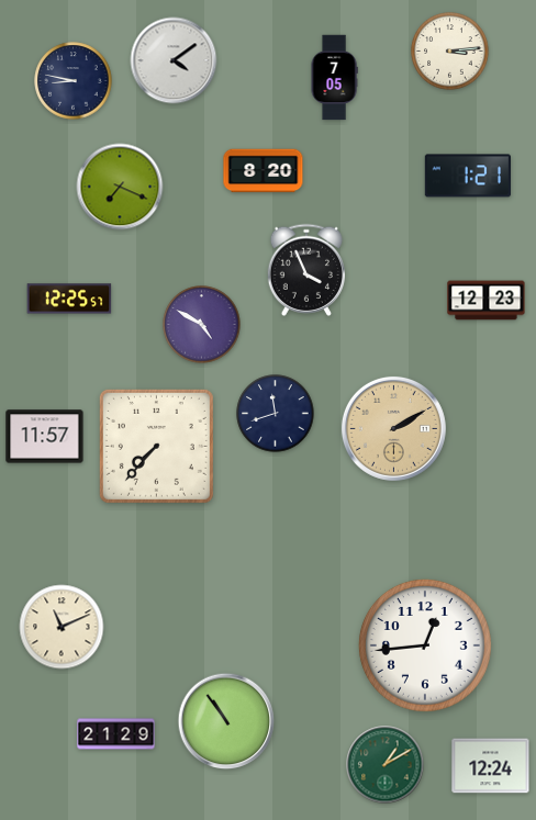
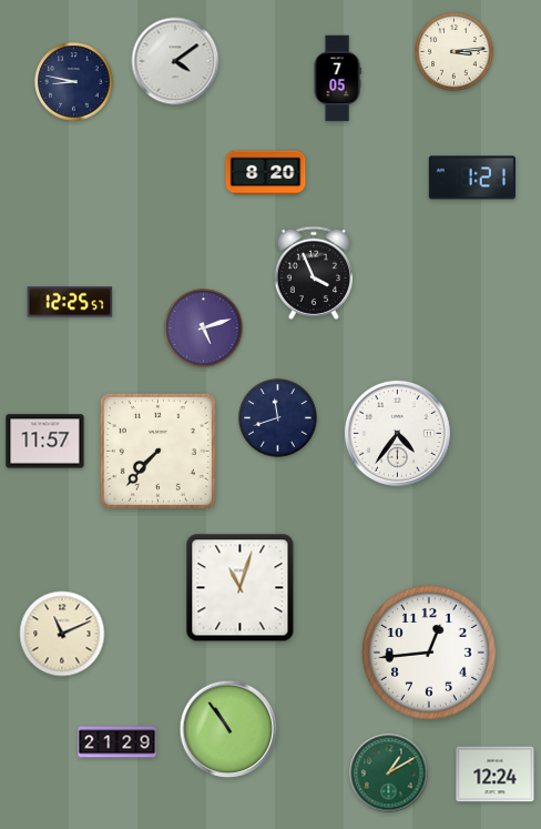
clock at (120, 187): 7:19 -> none
clock at (305, 270) position: (305, 270) -> (313, 273)
clock at (487, 301): 12:23 -> none
clock at (202, 325): 4:50 -> 5:12
clock at (393, 428): 2:10 -> 4:36
clock at (393, 428) dial: champagne -> white
clock at (241, 588): none -> 11:03
